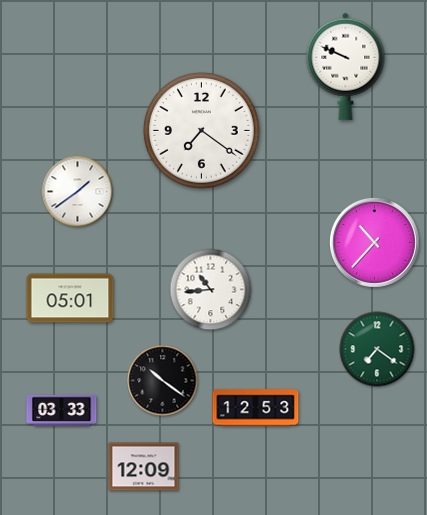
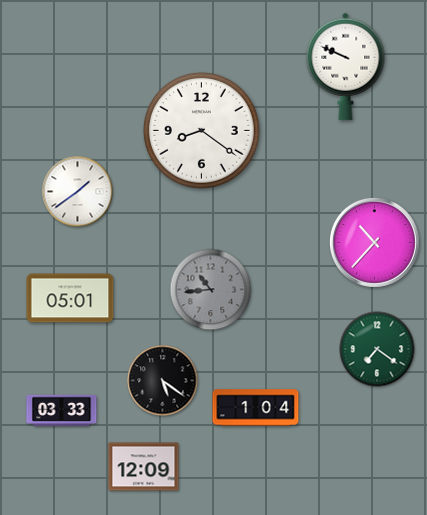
clock at (201, 130): 7:21 -> 8:21
clock at (211, 290) dial: white -> grey
clock at (163, 381): 10:21 -> 5:21
clock at (256, 408): 12:53 -> 1:04
